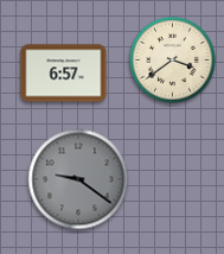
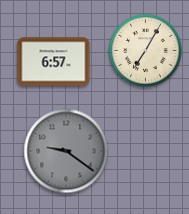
clock at (173, 61): 3:39 -> 7:05
